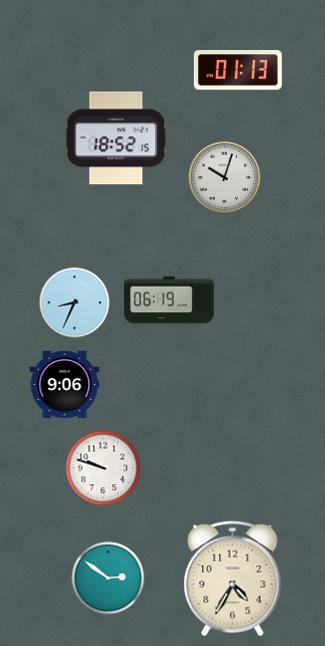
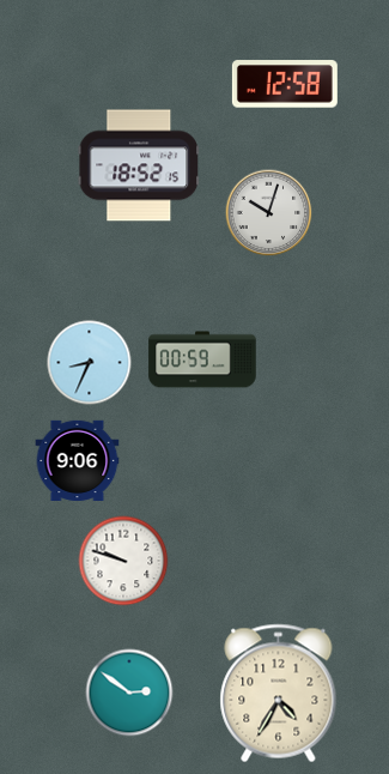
clock at (238, 70): 01:13 -> 12:58
clock at (169, 300): 06:19 -> 00:59
